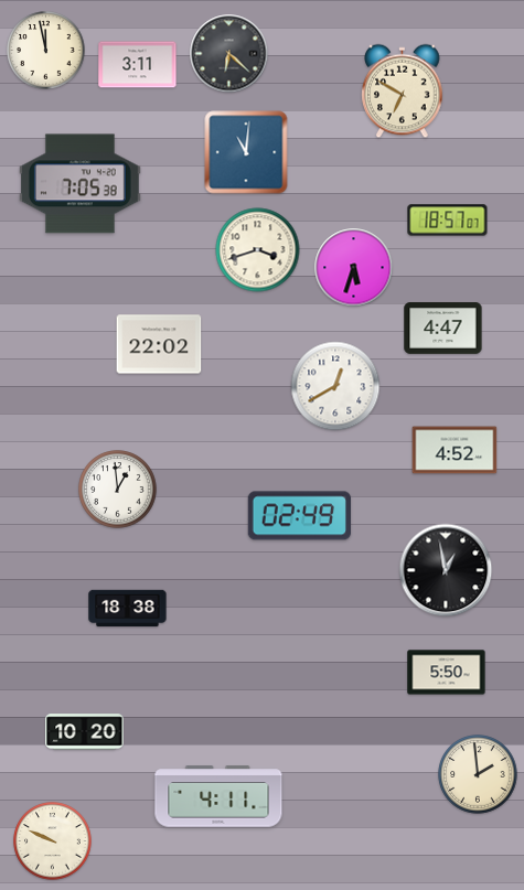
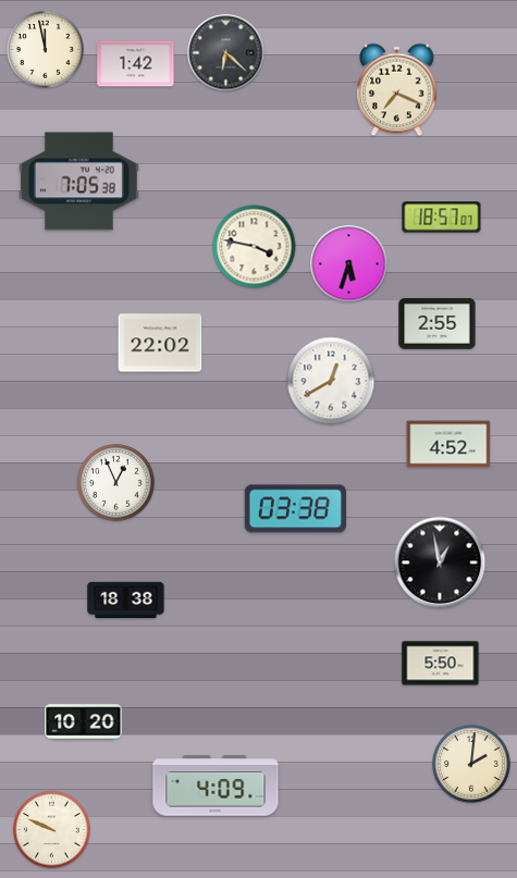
clock at (138, 65): 3:11 -> 1:42
clock at (403, 92): 6:50 -> 7:19
clock at (246, 152): 11:01 -> none
clock at (258, 250): 3:42 -> 3:47
clock at (443, 329): 4:47 -> 2:55
clock at (159, 344) position: (159, 344) -> (160, 343)
clock at (118, 490): 12:59 -> 12:56
clock at (299, 516): 02:49 -> 03:38
clock at (478, 774): 1:59 -> 2:01
clock at (218, 796): 4:11 -> 4:09
